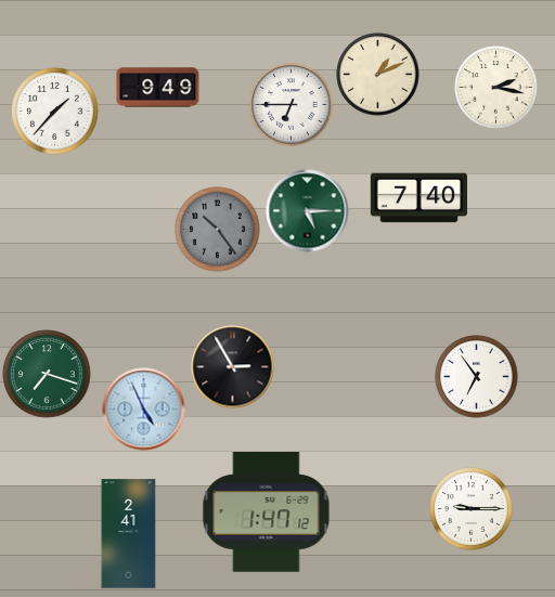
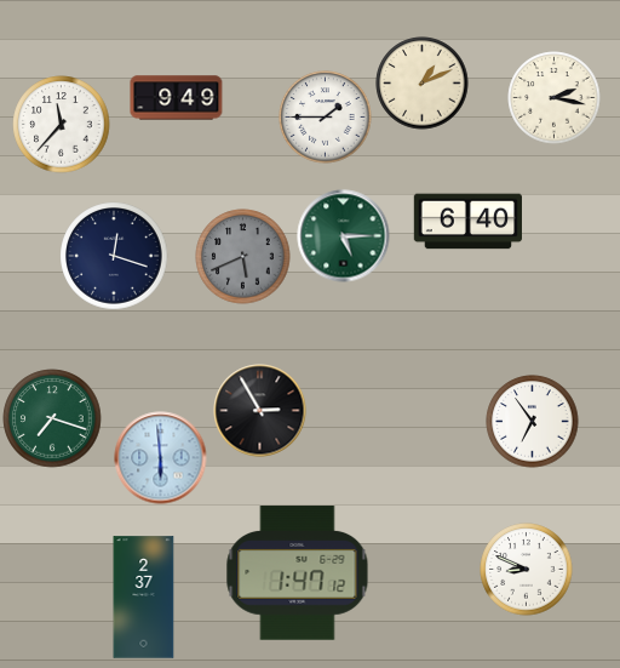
clock at (292, 105): 6:45 -> 1:45
clock at (55, 112): 1:37 -> 11:37
clock at (420, 198): 7:40 -> 6:40
clock at (114, 256): none -> 12:18
clock at (218, 230): 10:24 -> 5:41
clock at (144, 410): 4:56 -> 5:59
clock at (472, 509): 9:15 -> 8:49
clock at (129, 534): 2:41 -> 2:37
